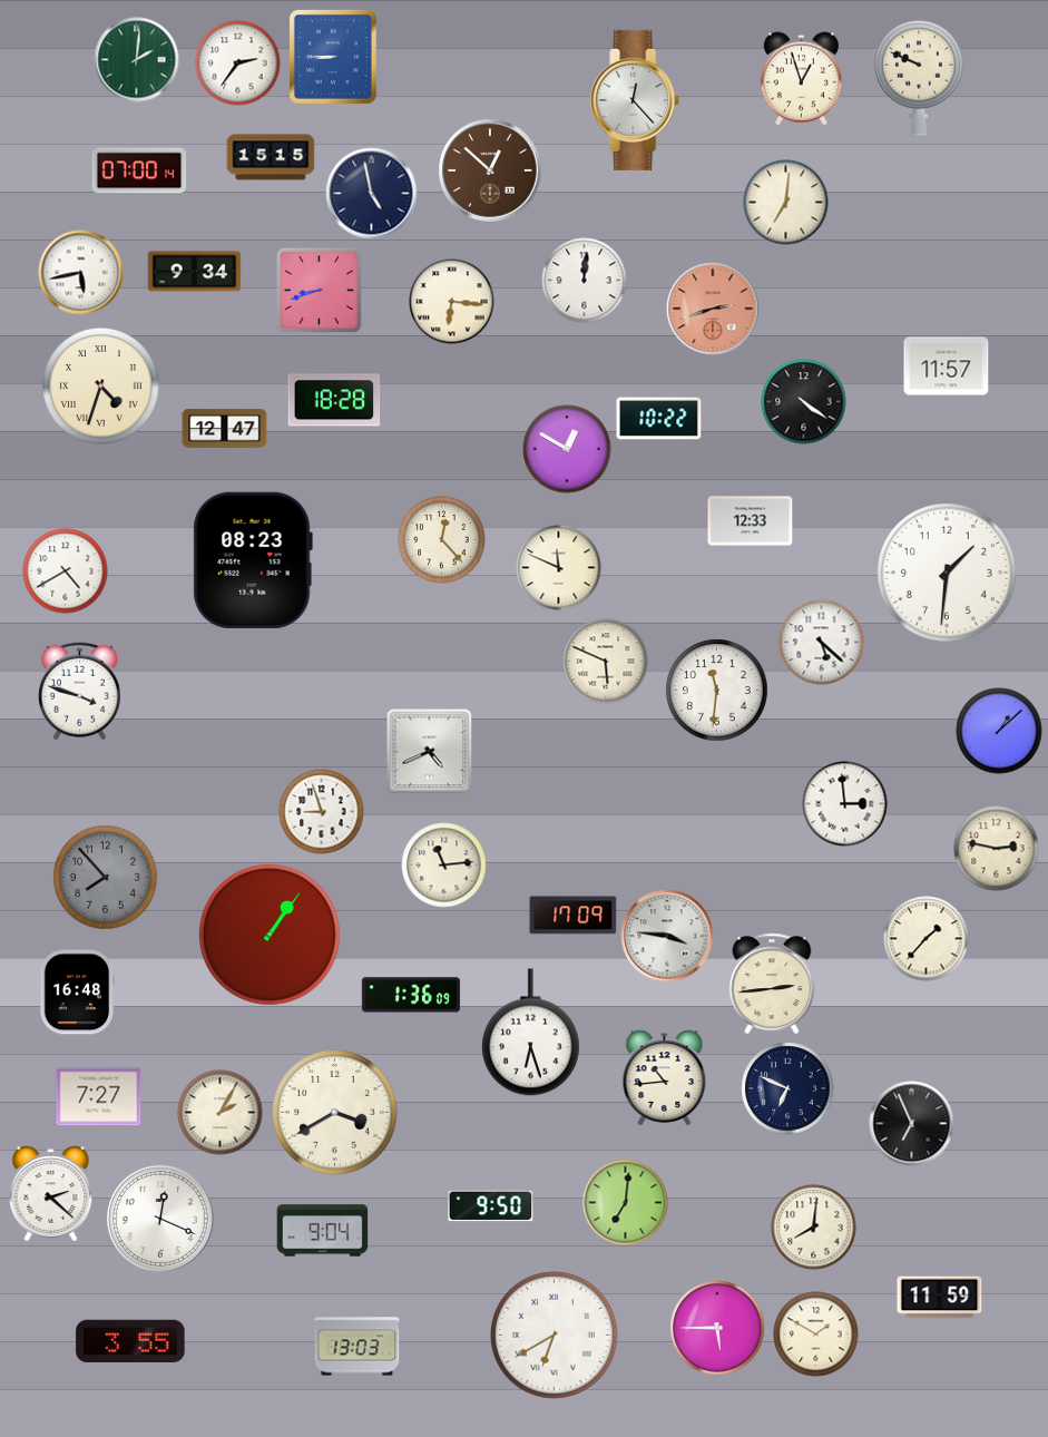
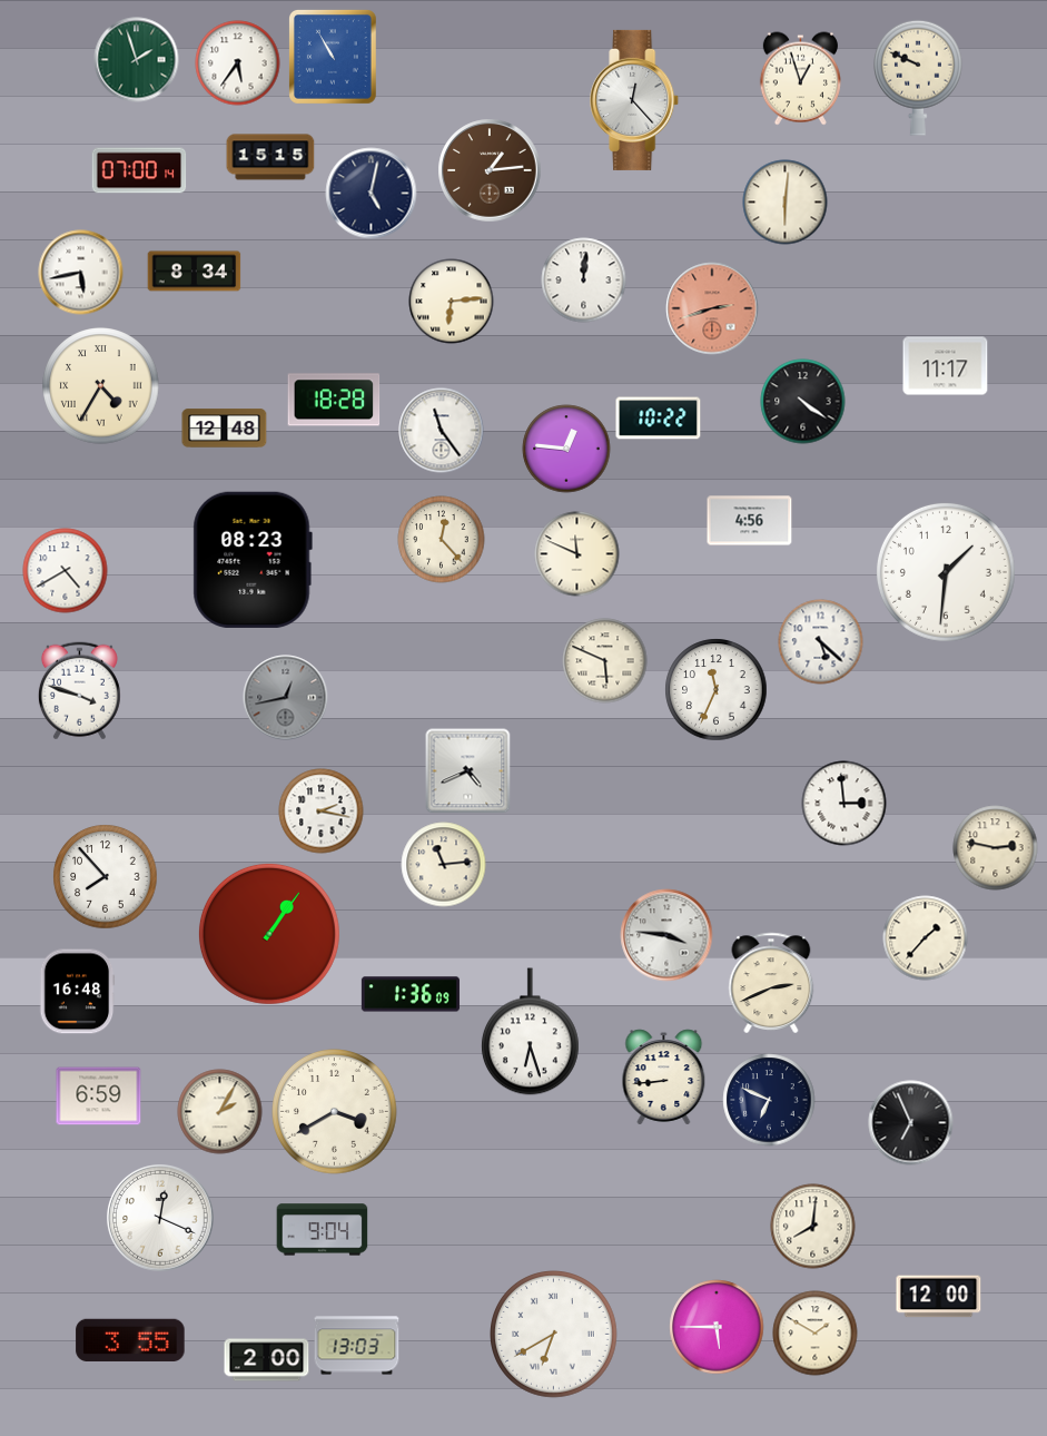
clock at (333, 57): 8:45 -> 10:55
clock at (137, 60): 2:01 -> 1:57
clock at (238, 63): 2:36 -> 5:36
clock at (490, 170): 12:52 -> 1:14
clock at (372, 194): 4:58 -> 5:02
clock at (786, 203): 7:01 -> 6:01
clock at (195, 272): 9:34 -> 8:34
clock at (319, 290): 8:42 -> none
clock at (452, 302): 6:16 -> 6:14
clock at (947, 366): 11:57 -> 11:17
clock at (101, 387): 4:33 -> 4:35
clock at (225, 429): 12:47 -> 12:48
clock at (442, 431): none -> 11:24
clock at (567, 449): 12:50 -> 12:46
clock at (751, 521): 12:33 -> 4:56
clock at (559, 568) position: (559, 568) -> (577, 554)
clock at (717, 691): 11:31 -> 11:34
clock at (286, 698): none -> 12:43
clock at (999, 731): 1:08 -> none
clock at (430, 752) position: (430, 752) -> (468, 771)
clock at (322, 812): 8:57 -> 2:17
clock at (106, 878) dial: grey -> white
clock at (574, 916): 17:09 -> none
clock at (772, 983): 2:44 -> 2:41
clock at (665, 1078): 10:44 -> 8:44
clock at (787, 1088) position: (787, 1088) -> (769, 1100)
clock at (99, 1097): 7:27 -> 6:59
clock at (51, 1194): 2:22 -> none
clock at (626, 1203): 7:01 -> none
clock at (491, 1206): 9:50 -> none
clock at (940, 1298): 11:59 -> 12:00
clock at (267, 1360): none -> 2:00
